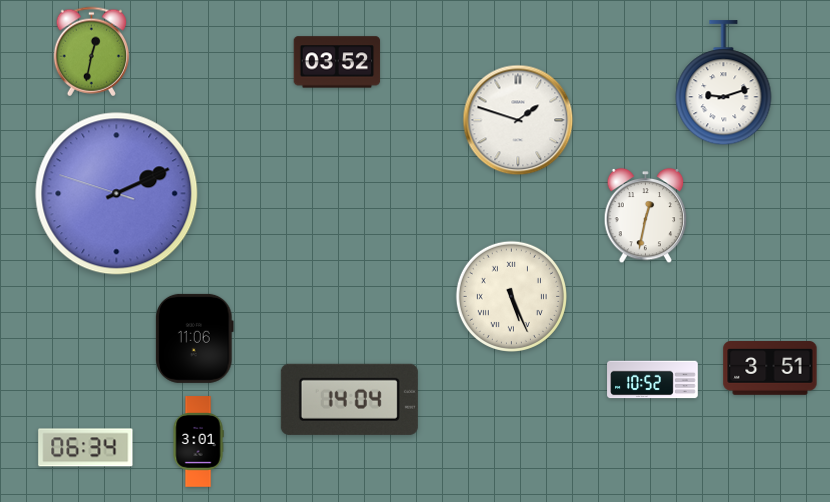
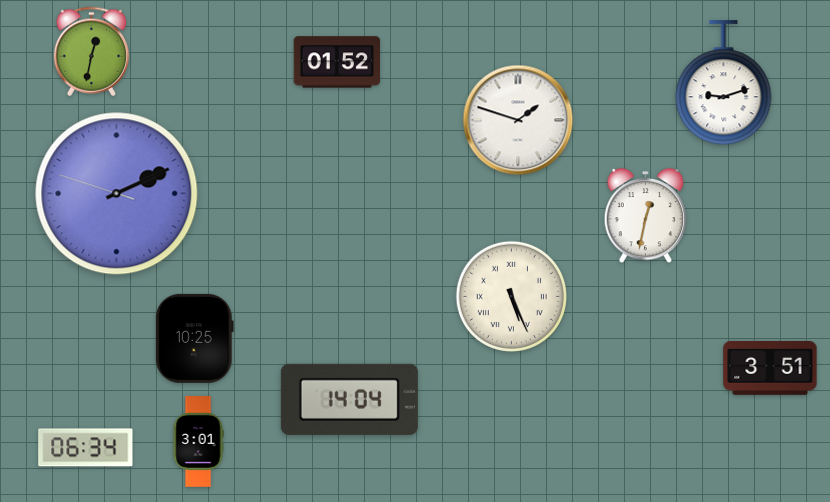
clock at (337, 62): 03:52 -> 01:52
clock at (195, 338): 11:06 -> 10:25
clock at (653, 380): 10:52 -> none
